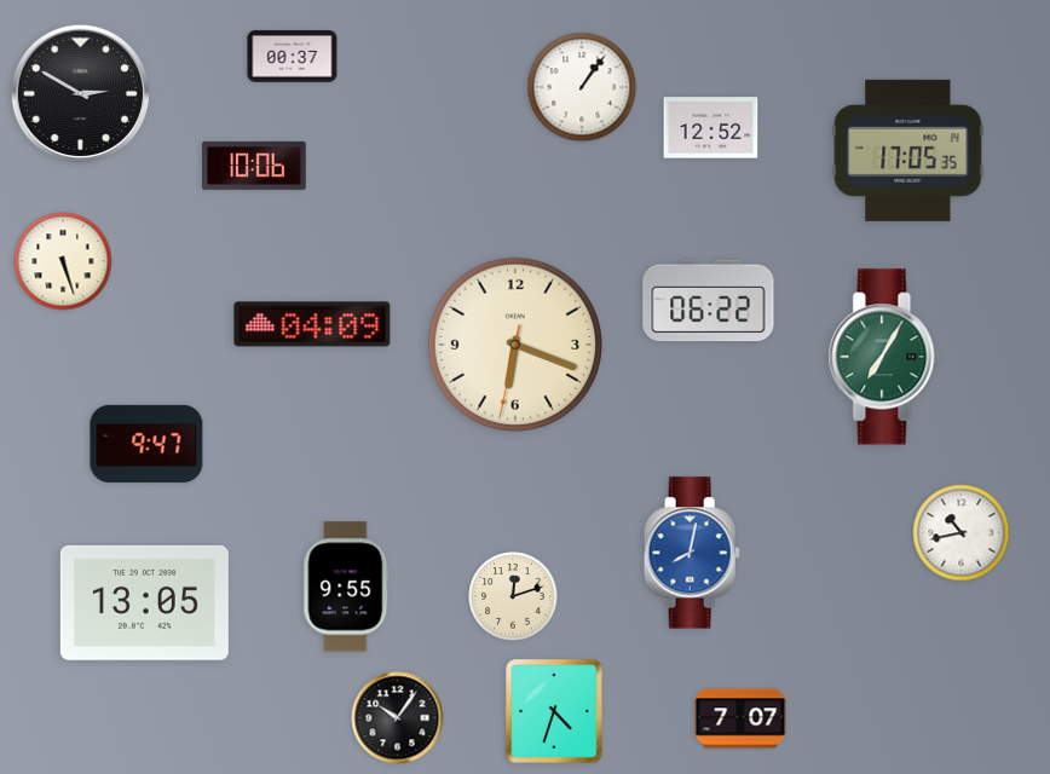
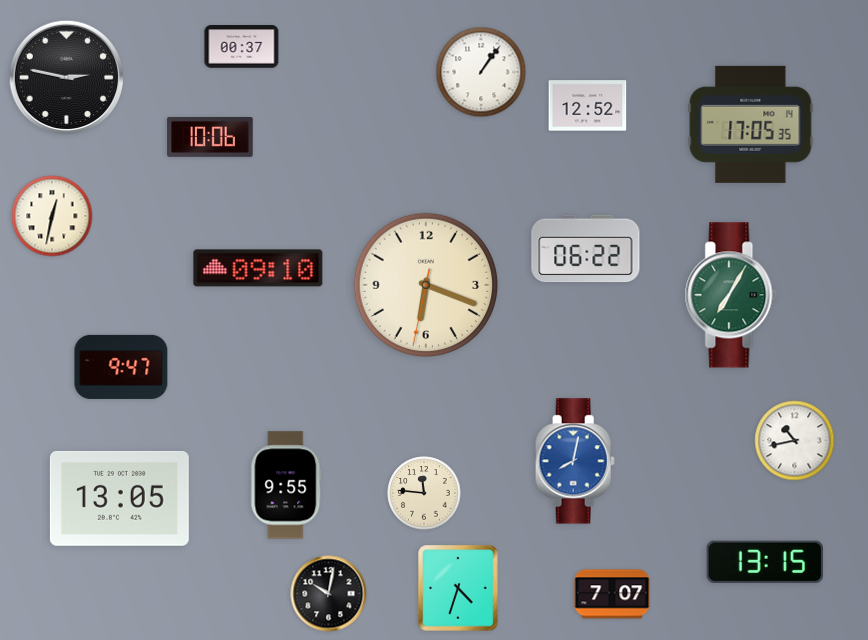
clock at (80, 93): 2:50 -> 2:47
clock at (63, 261): 5:27 -> 12:32
clock at (312, 324): 04:09 -> 09:10
clock at (692, 553) position: (692, 553) -> (575, 461)
clock at (513, 596): 12:12 -> 11:46
clock at (764, 562): none -> 13:15
clock at (398, 718): 10:06 -> 10:02
